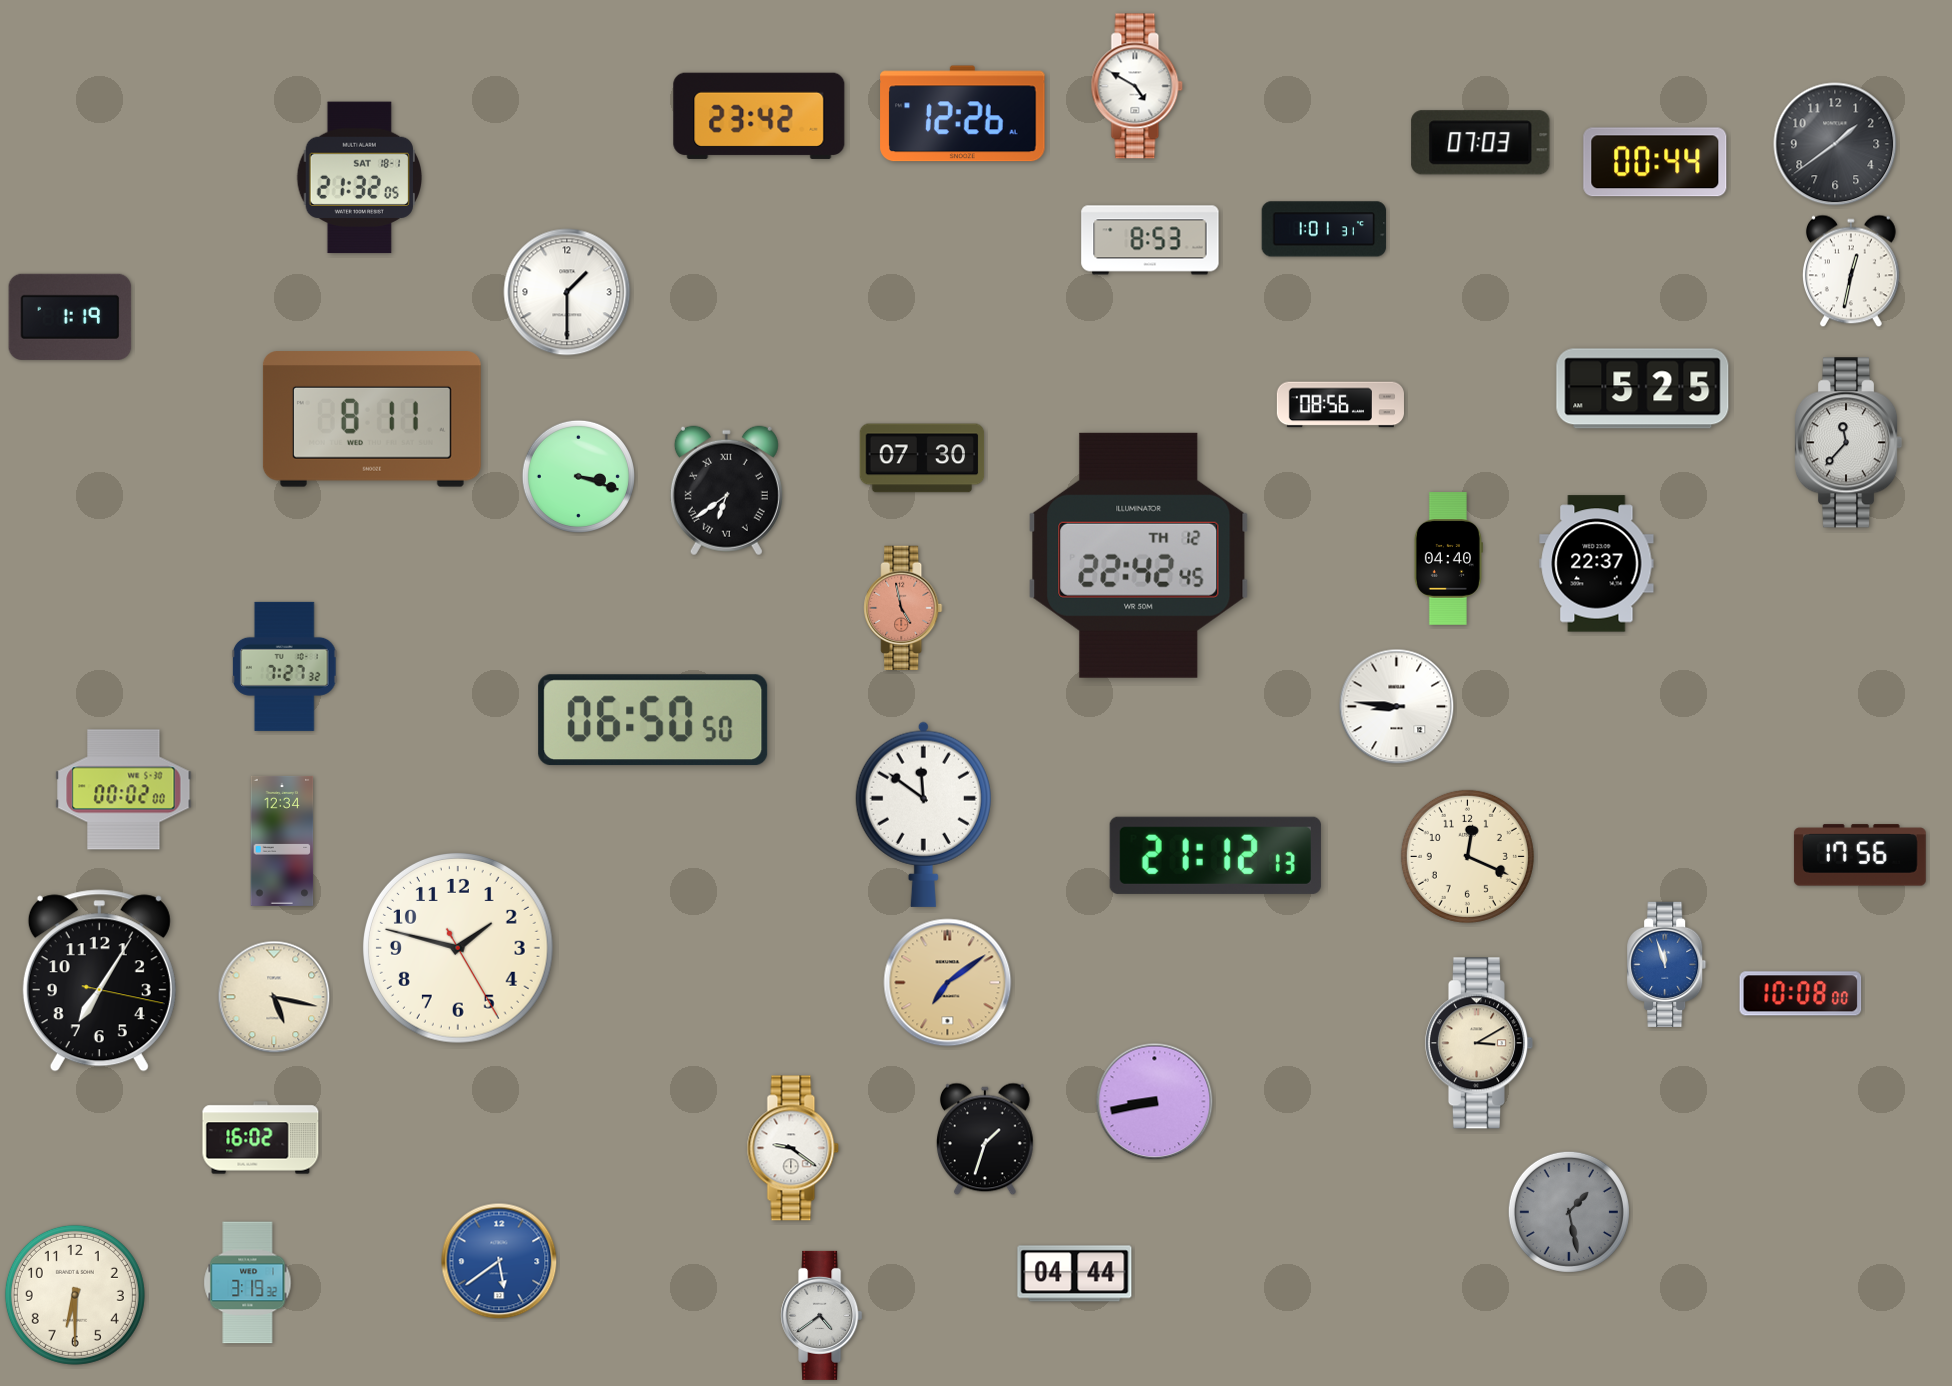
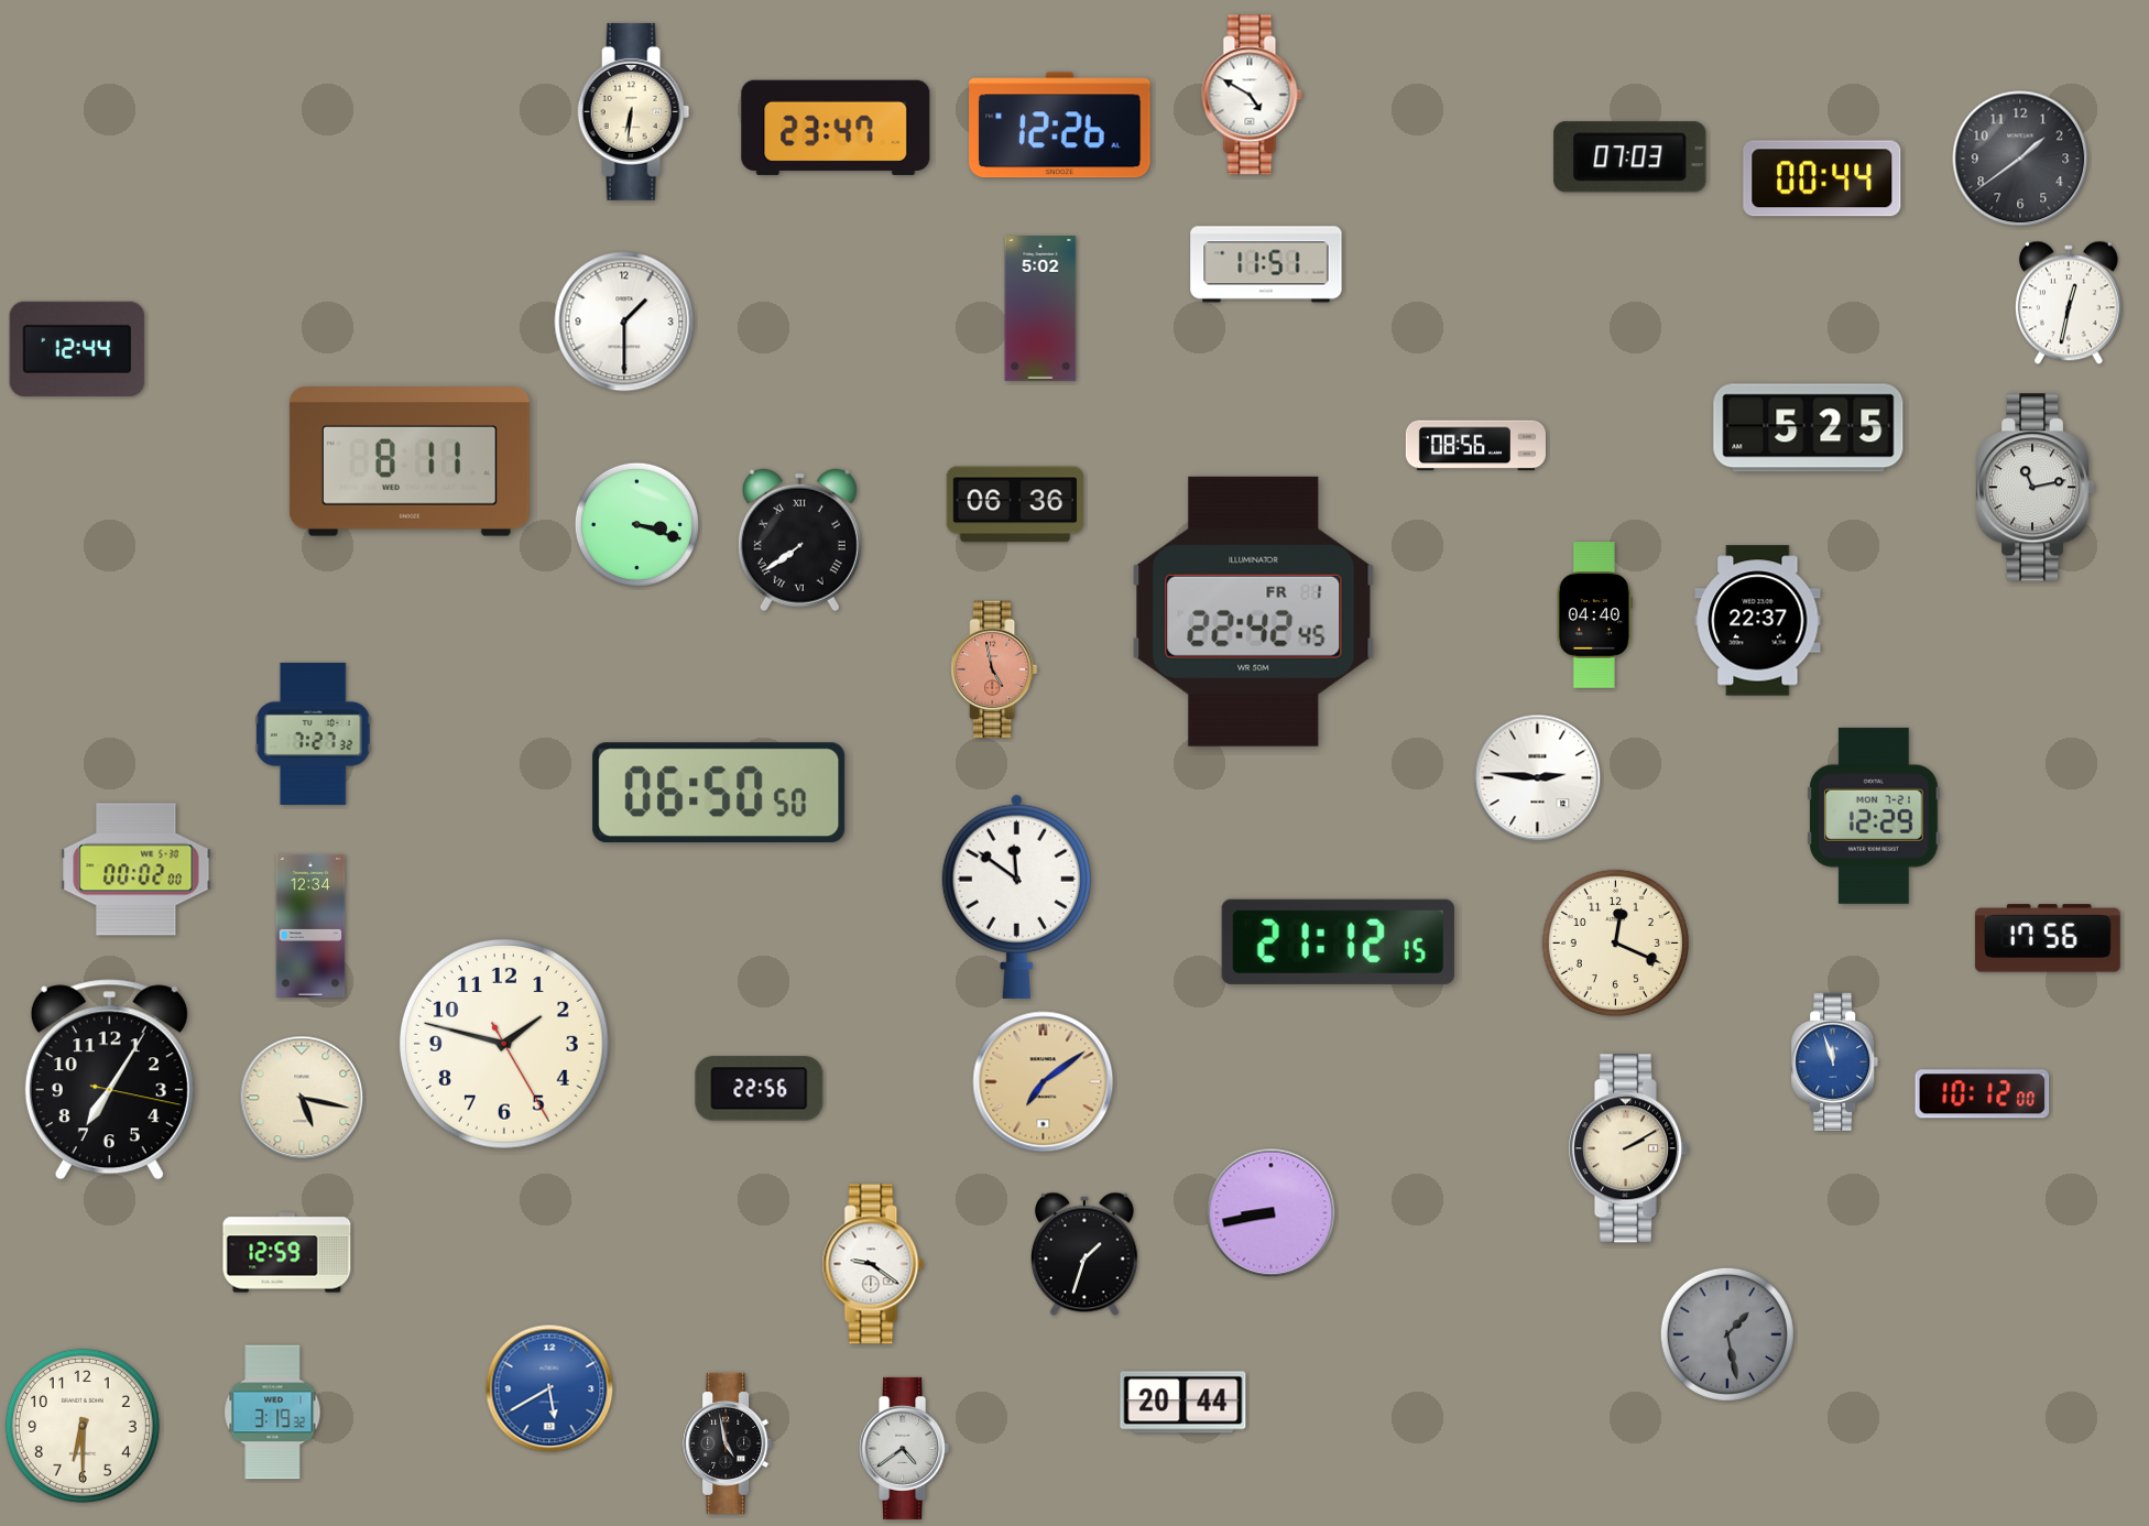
clock at (634, 111): none -> 6:31
clock at (759, 116): 23:42 -> 23:47
clock at (359, 178): 21:32 -> none
clock at (1324, 229): 1:01 -> none
clock at (1150, 240): 8:53 -> 11:51
clock at (1851, 271) position: (1851, 271) -> (2069, 303)
clock at (1040, 309): none -> 5:02
clock at (70, 317): 1:19 -> 12:44
clock at (1848, 443): 11:37 -> 11:13
clock at (922, 458): 07:30 -> 06:36
clock at (726, 491): 6:39 -> 7:39
clock at (1139, 555) date: TH 12 -> FR 1
clock at (1397, 707): 8:46 -> 2:46
clock at (1875, 816): none -> 12:29
clock at (1215, 855): 21:12:13 -> 21:12:15
clock at (1860, 855) position: (1860, 855) -> (2048, 938)
clock at (760, 1089): none -> 22:56
clock at (1801, 994): 10:08 -> 10:12
clock at (1479, 1043): 3:10 -> 2:10
clock at (261, 1138): 16:02 -> 12:59
clock at (499, 1261): 5:39 -> 5:40
clock at (1075, 1274): 04:44 -> 20:44
clock at (728, 1443): none -> 4:58
